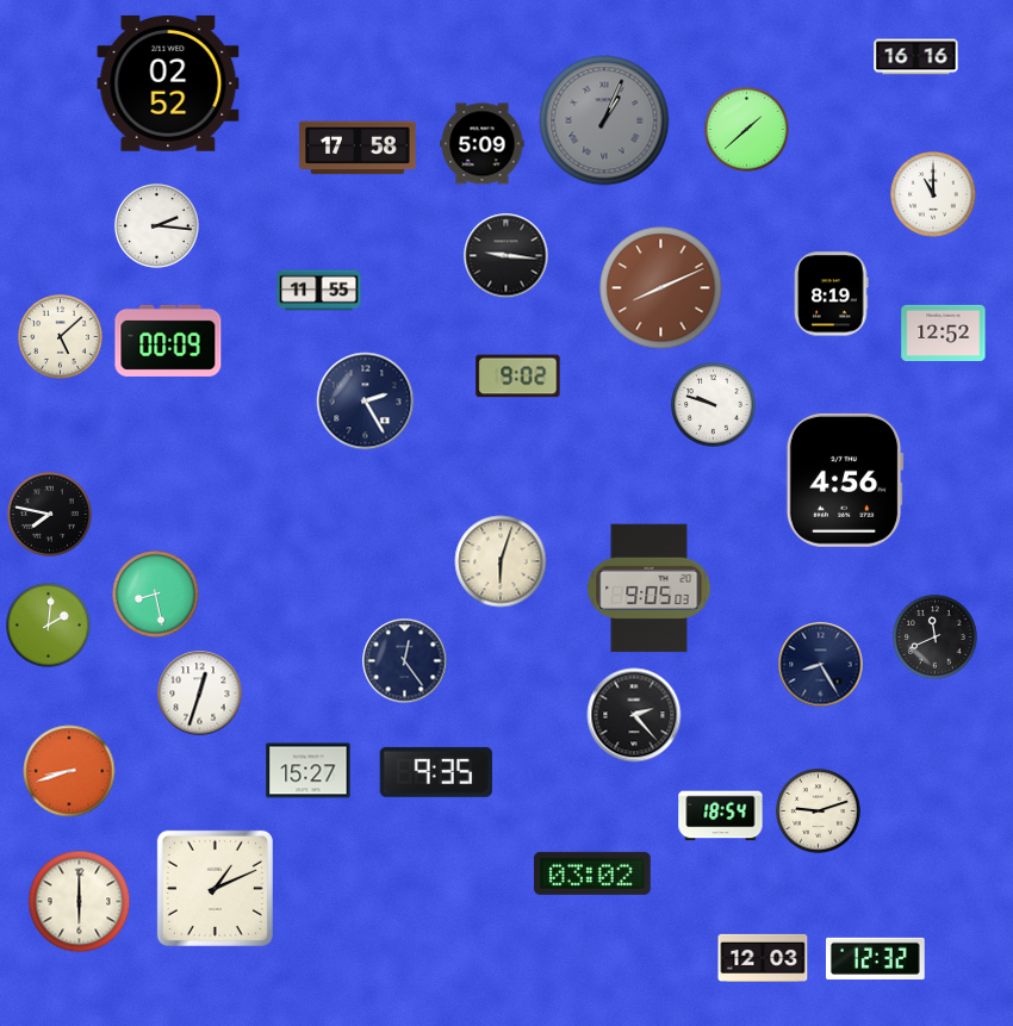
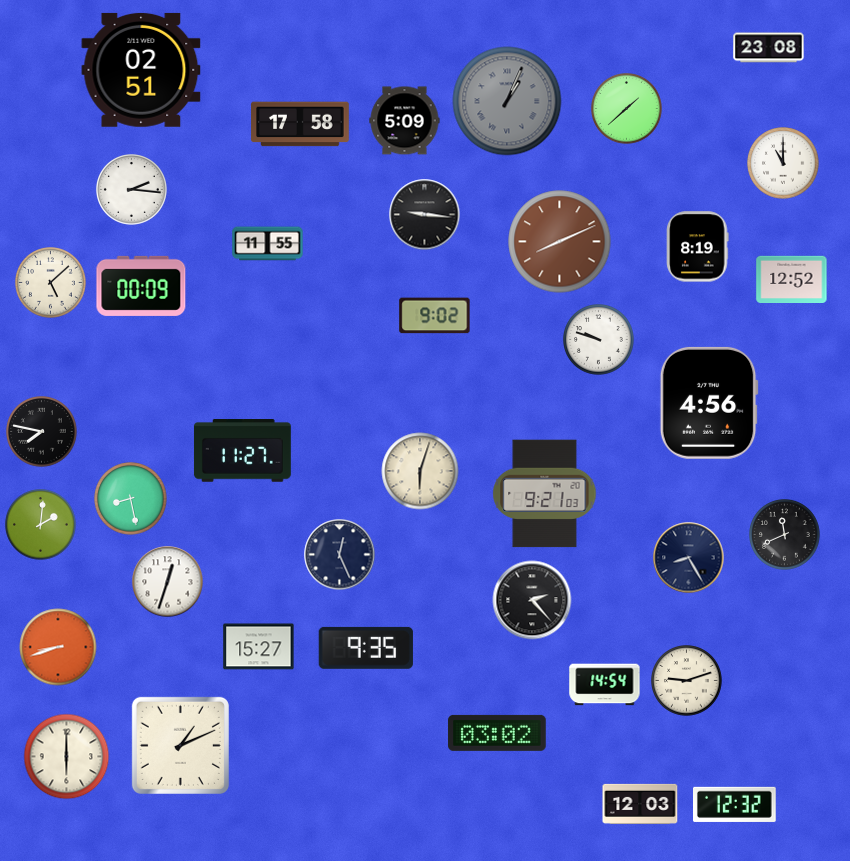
clock at (916, 57): 16:16 -> 23:08
clock at (168, 83): 02:52 -> 02:51
clock at (661, 288) position: (661, 288) -> (560, 242)
clock at (366, 402): 2:25 -> none
clock at (242, 451): none -> 11:27
clock at (650, 589): 9:05 -> 9:21
clock at (405, 661): 12:24 -> 12:26
clock at (721, 816): 18:54 -> 14:54
